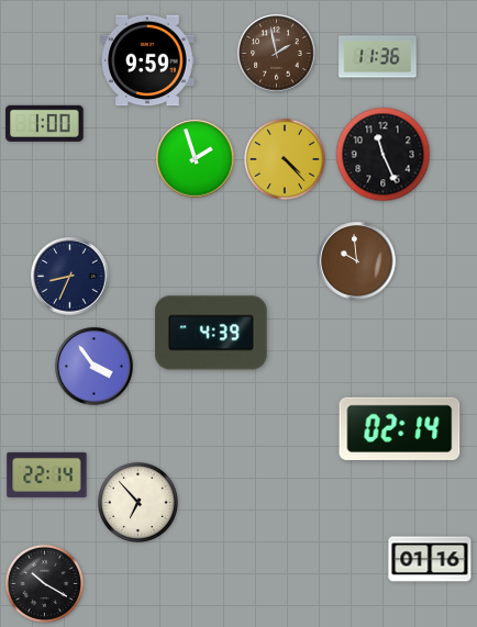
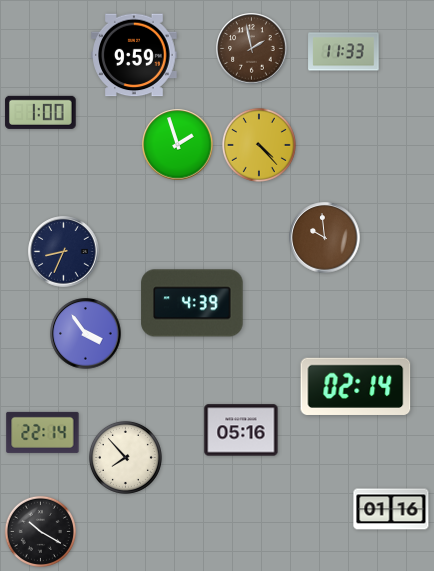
clock at (378, 57): 11:36 -> 11:33
clock at (384, 155): 11:26 -> none
clock at (400, 428) position: (400, 428) -> (356, 386)
clock at (241, 430): none -> 05:16
clock at (137, 502): 6:53 -> 7:53
